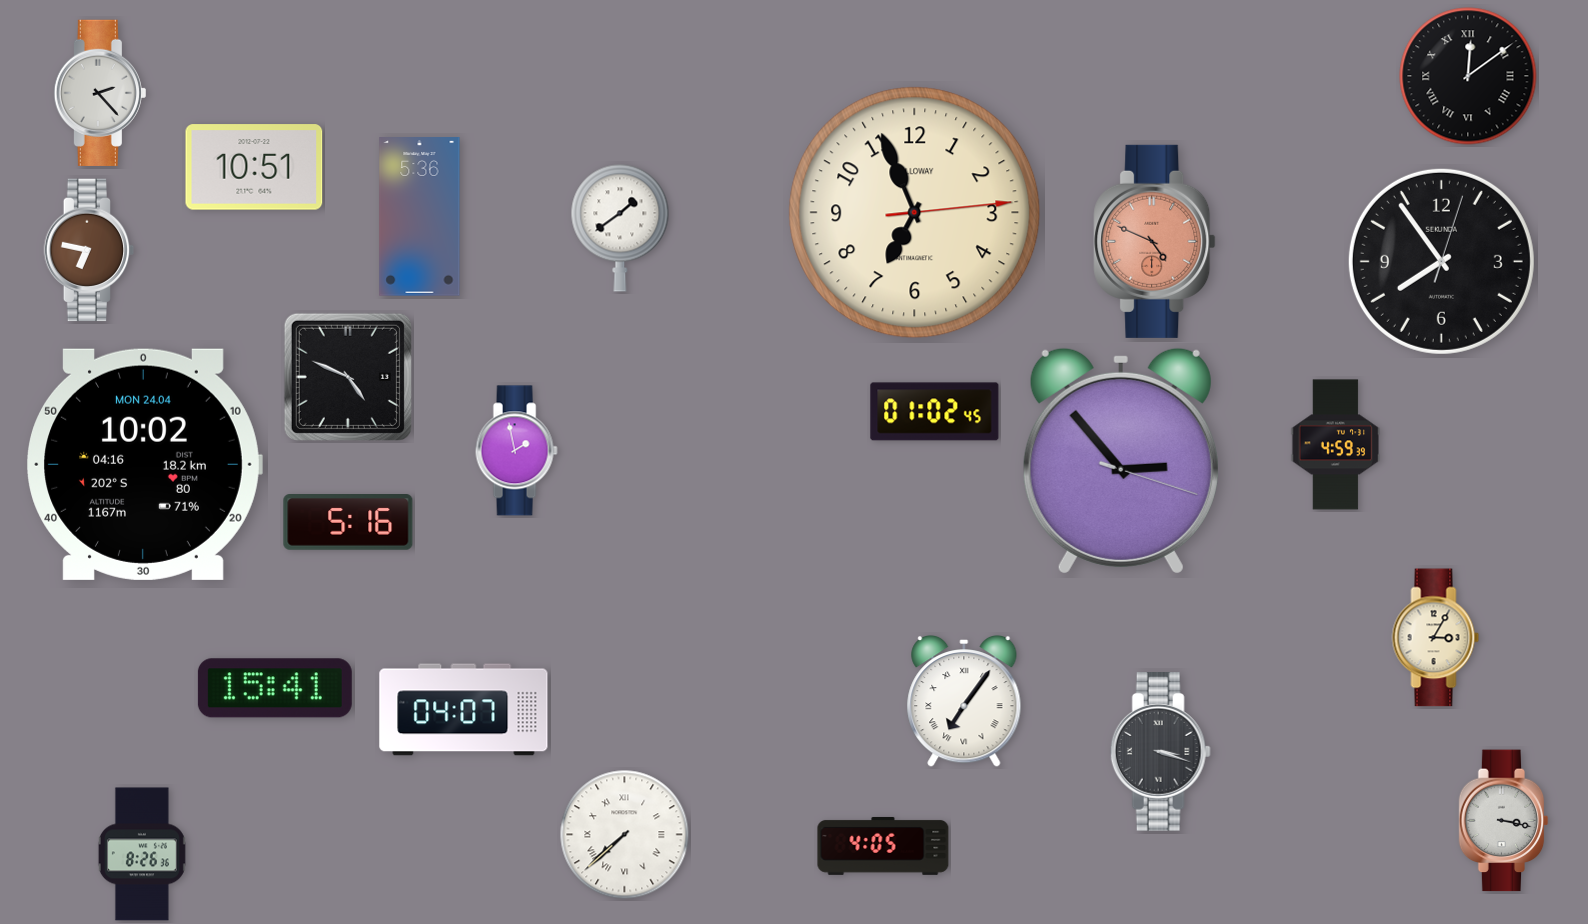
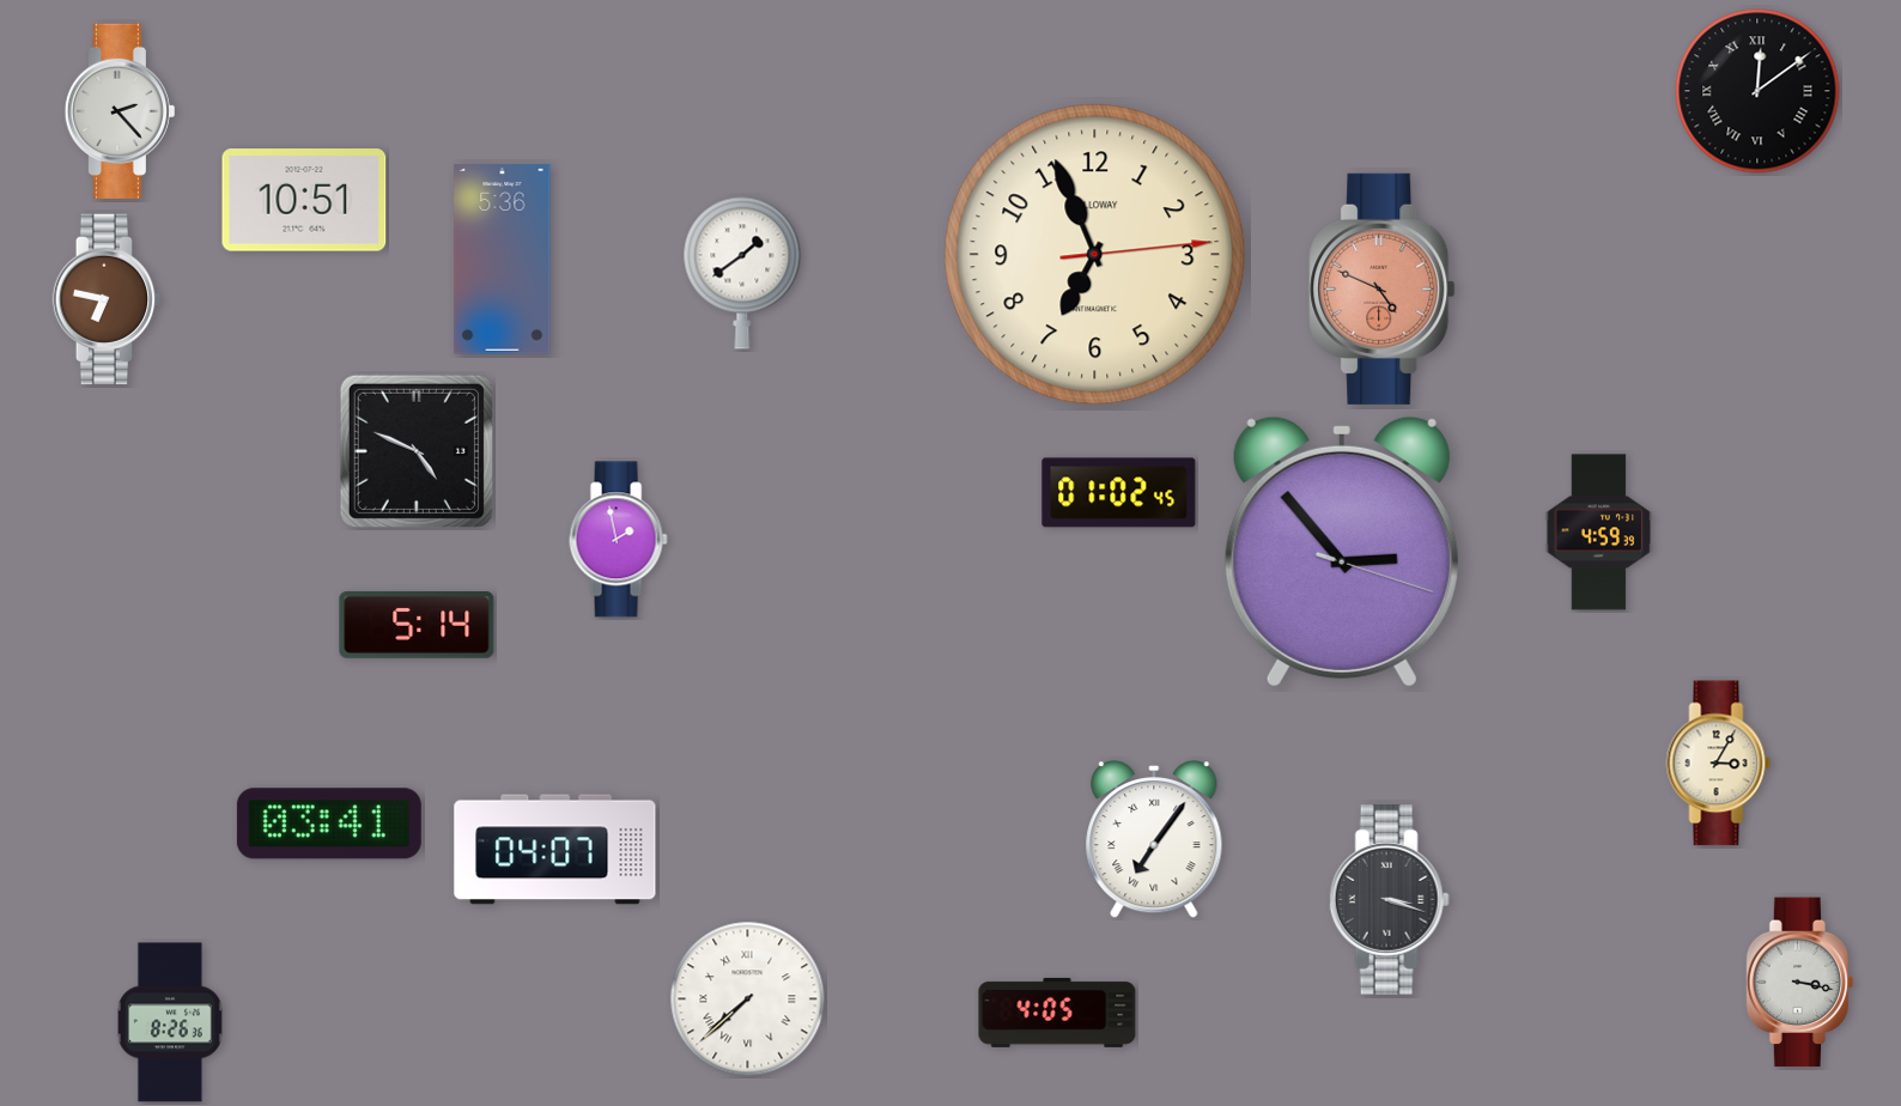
clock at (1441, 261): 7:54 -> none
clock at (144, 464): 10:02 -> none
clock at (348, 523): 5:16 -> 5:14
clock at (275, 688): 15:41 -> 03:41
